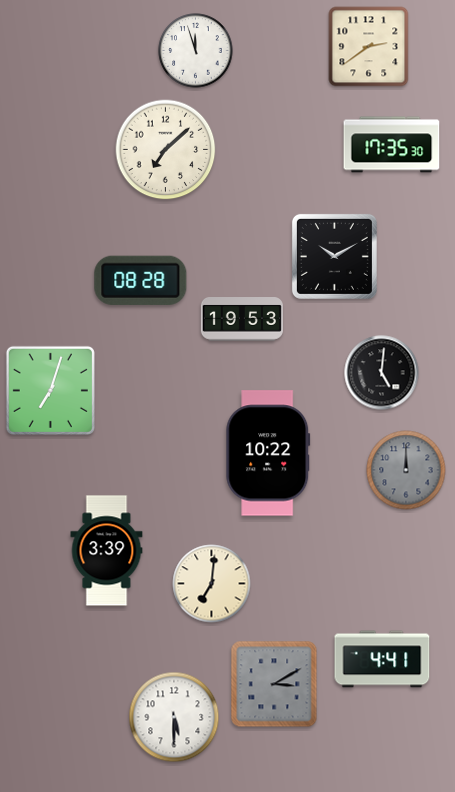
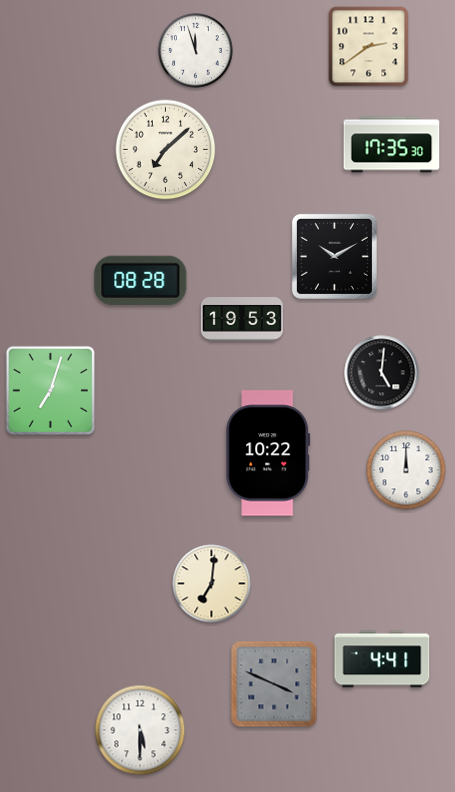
clock at (406, 470) dial: grey -> white
clock at (107, 551): 3:39 -> none
clock at (274, 684): 3:10 -> 3:49
clock at (174, 717) position: (174, 717) -> (140, 730)
